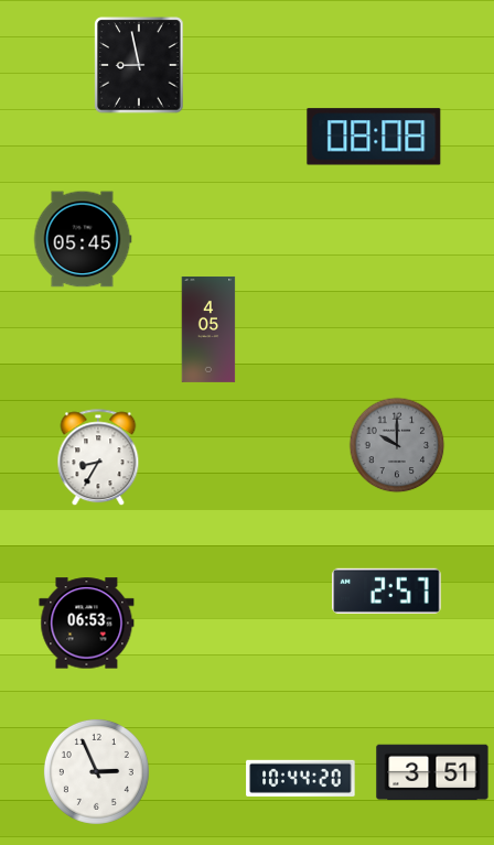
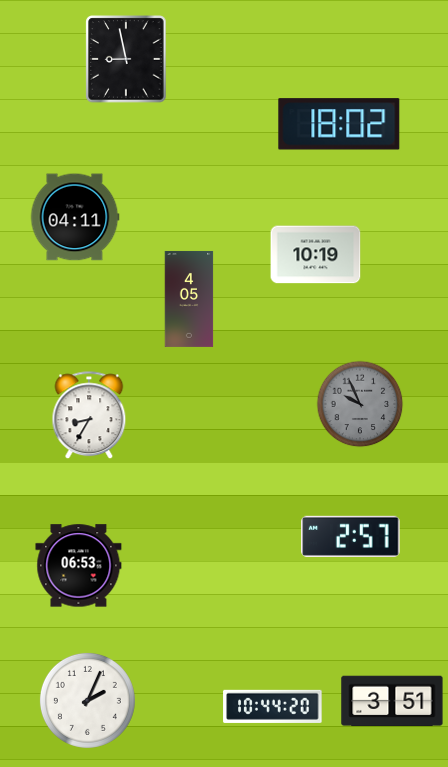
clock at (374, 137): 08:08 -> 18:02
clock at (83, 239): 05:45 -> 04:11
clock at (316, 255): none -> 10:19
clock at (397, 445): 10:00 -> 9:56
clock at (96, 771): 2:56 -> 2:04
